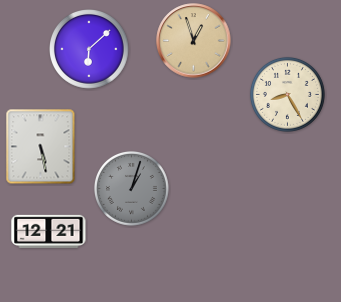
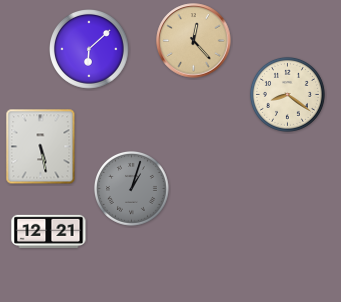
clock at (194, 41): 12:57 -> 12:23
clock at (287, 94): 8:25 -> 8:21
